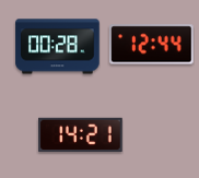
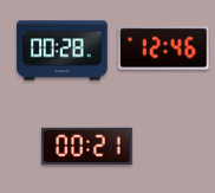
clock at (152, 45): 12:44 -> 12:46
clock at (81, 135): 14:21 -> 00:21
